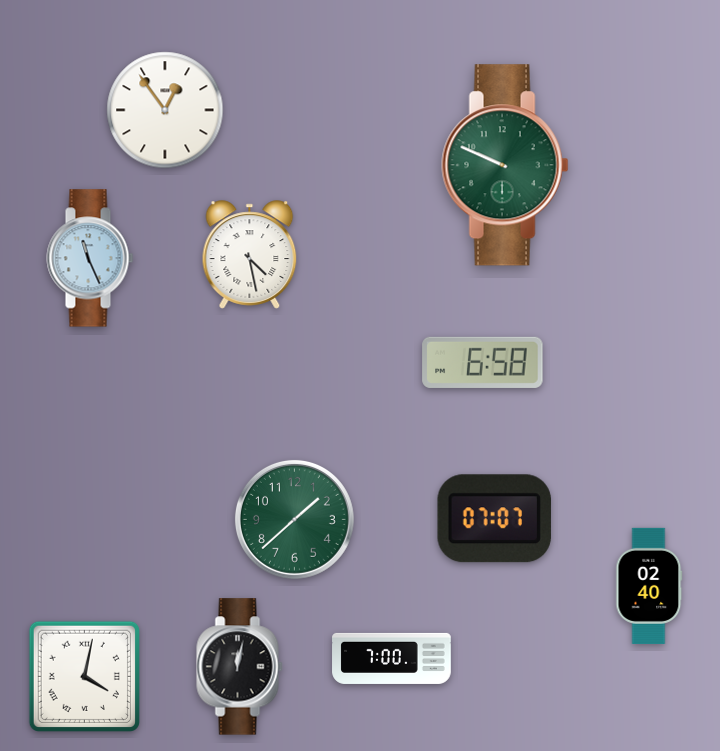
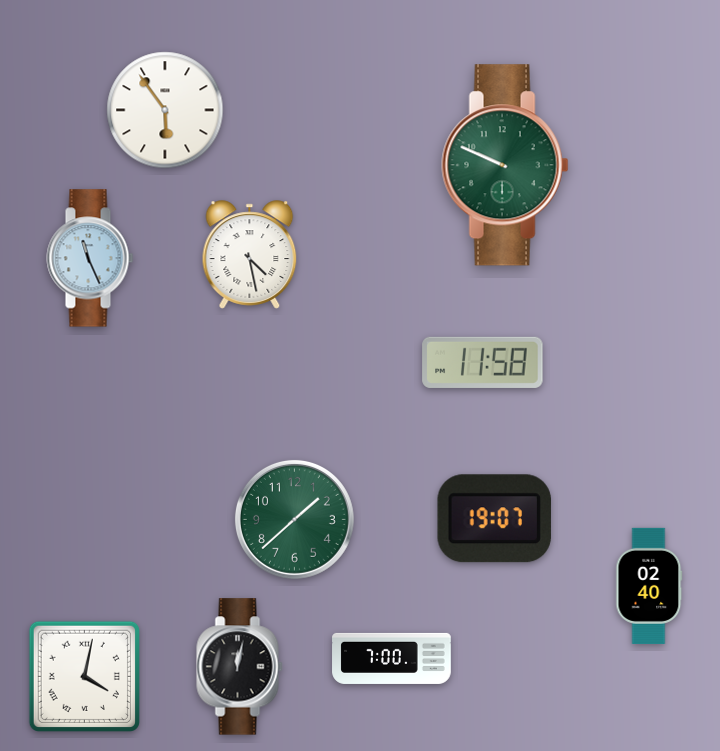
clock at (165, 110): 12:54 -> 5:54
clock at (483, 362): 6:58 -> 11:58
clock at (494, 519): 07:07 -> 19:07
